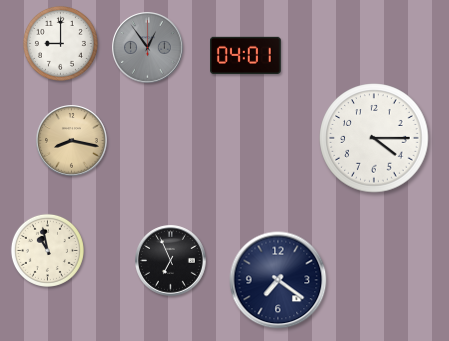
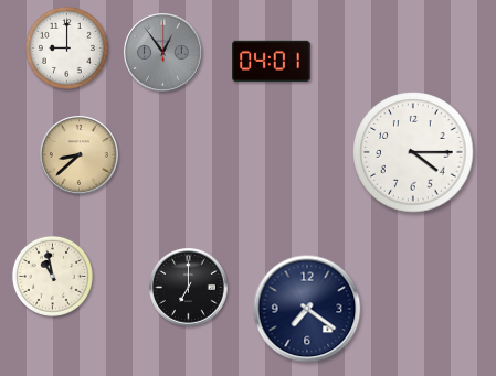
clock at (72, 141): 8:17 -> 8:38
clock at (171, 261): 6:56 -> 7:00
